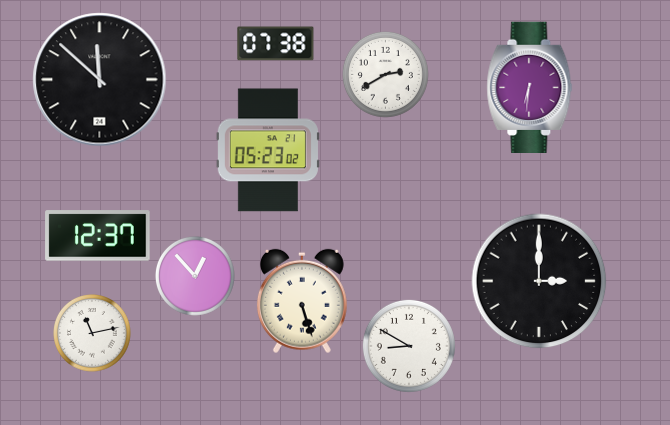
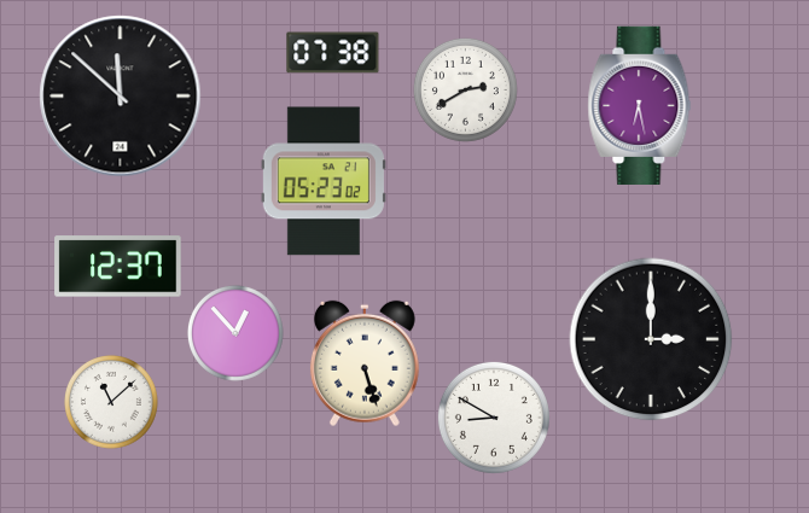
clock at (530, 87): 6:31 -> 6:28
clock at (98, 236) position: (98, 236) -> (118, 267)
clock at (93, 334): 11:13 -> 11:08
